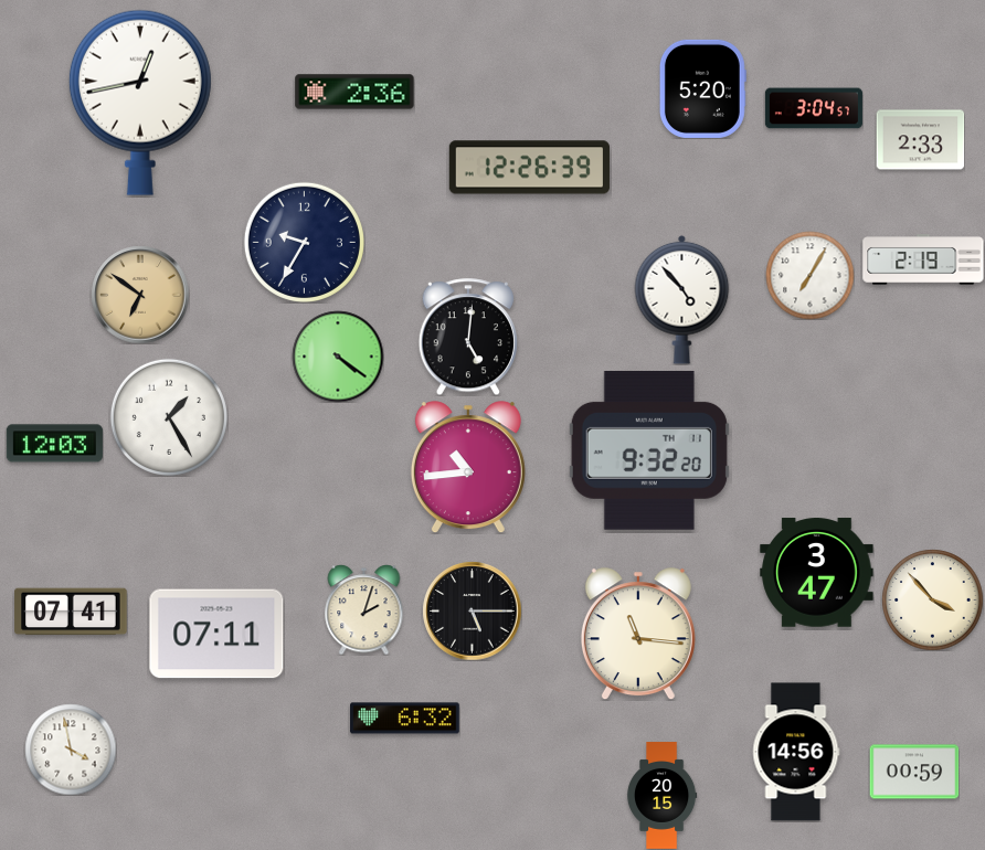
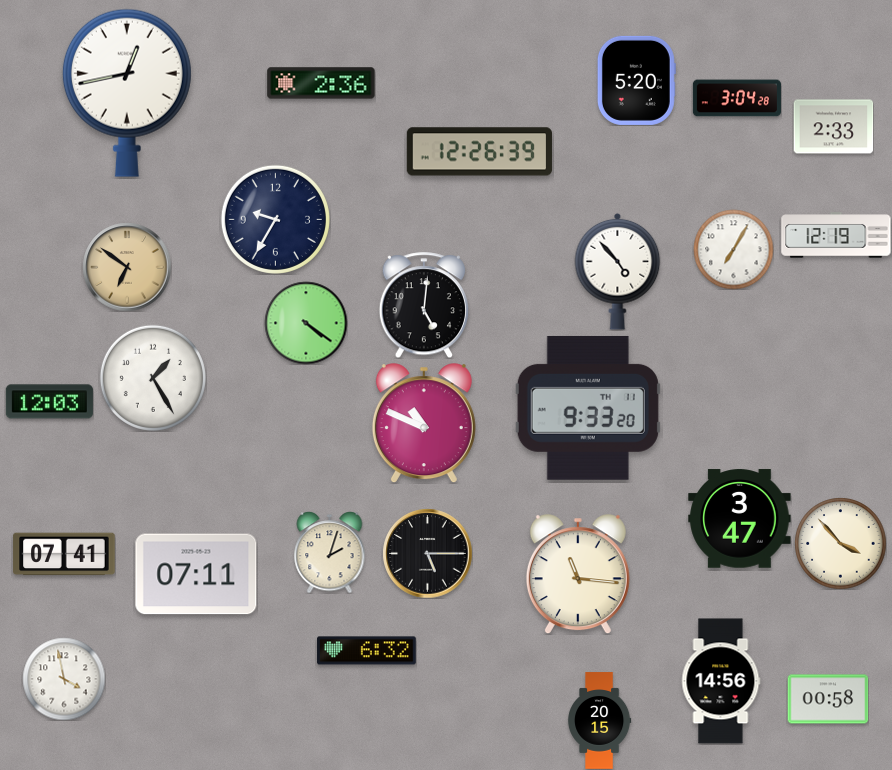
clock at (814, 108): 3:04:57 -> 3:04:28
clock at (923, 259): 2:19 -> 12:19
clock at (649, 450): 9:32 -> 9:33
clock at (468, 467): 10:44 -> 10:49
clock at (932, 599) position: (932, 599) -> (840, 543)
clock at (914, 772): 00:59 -> 00:58
